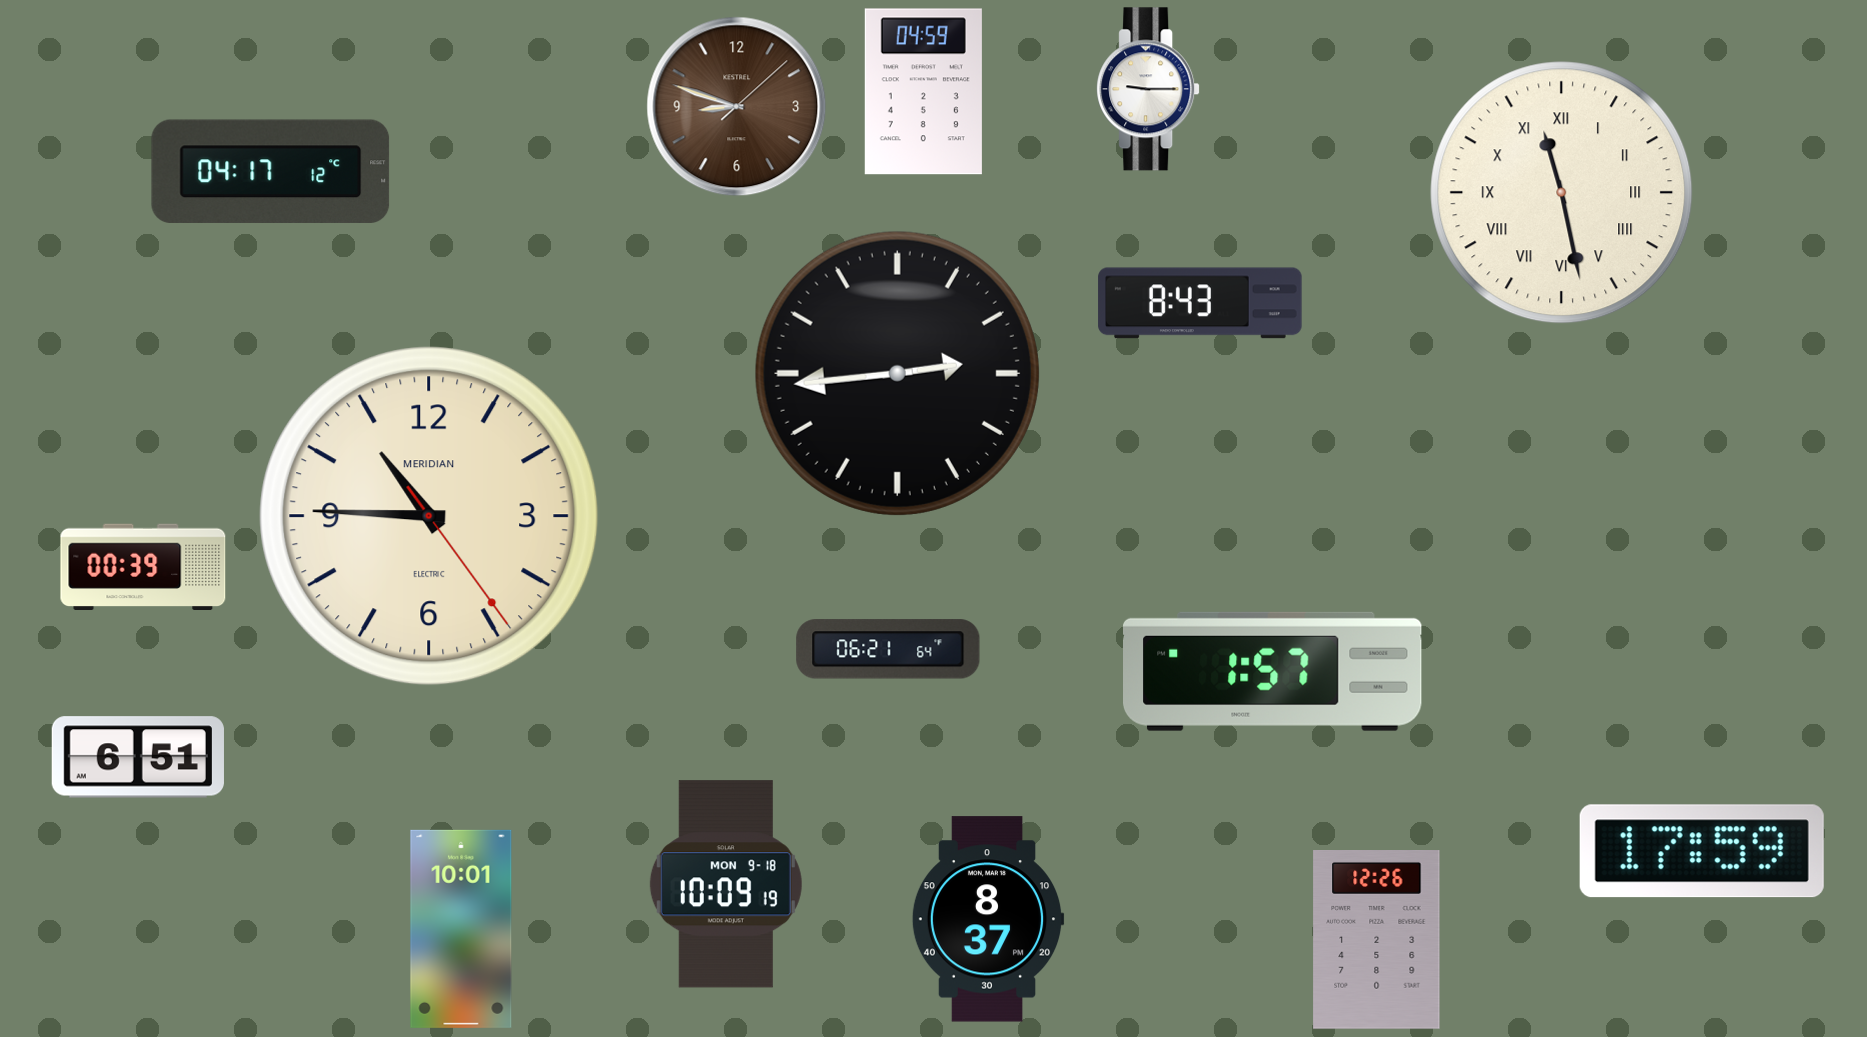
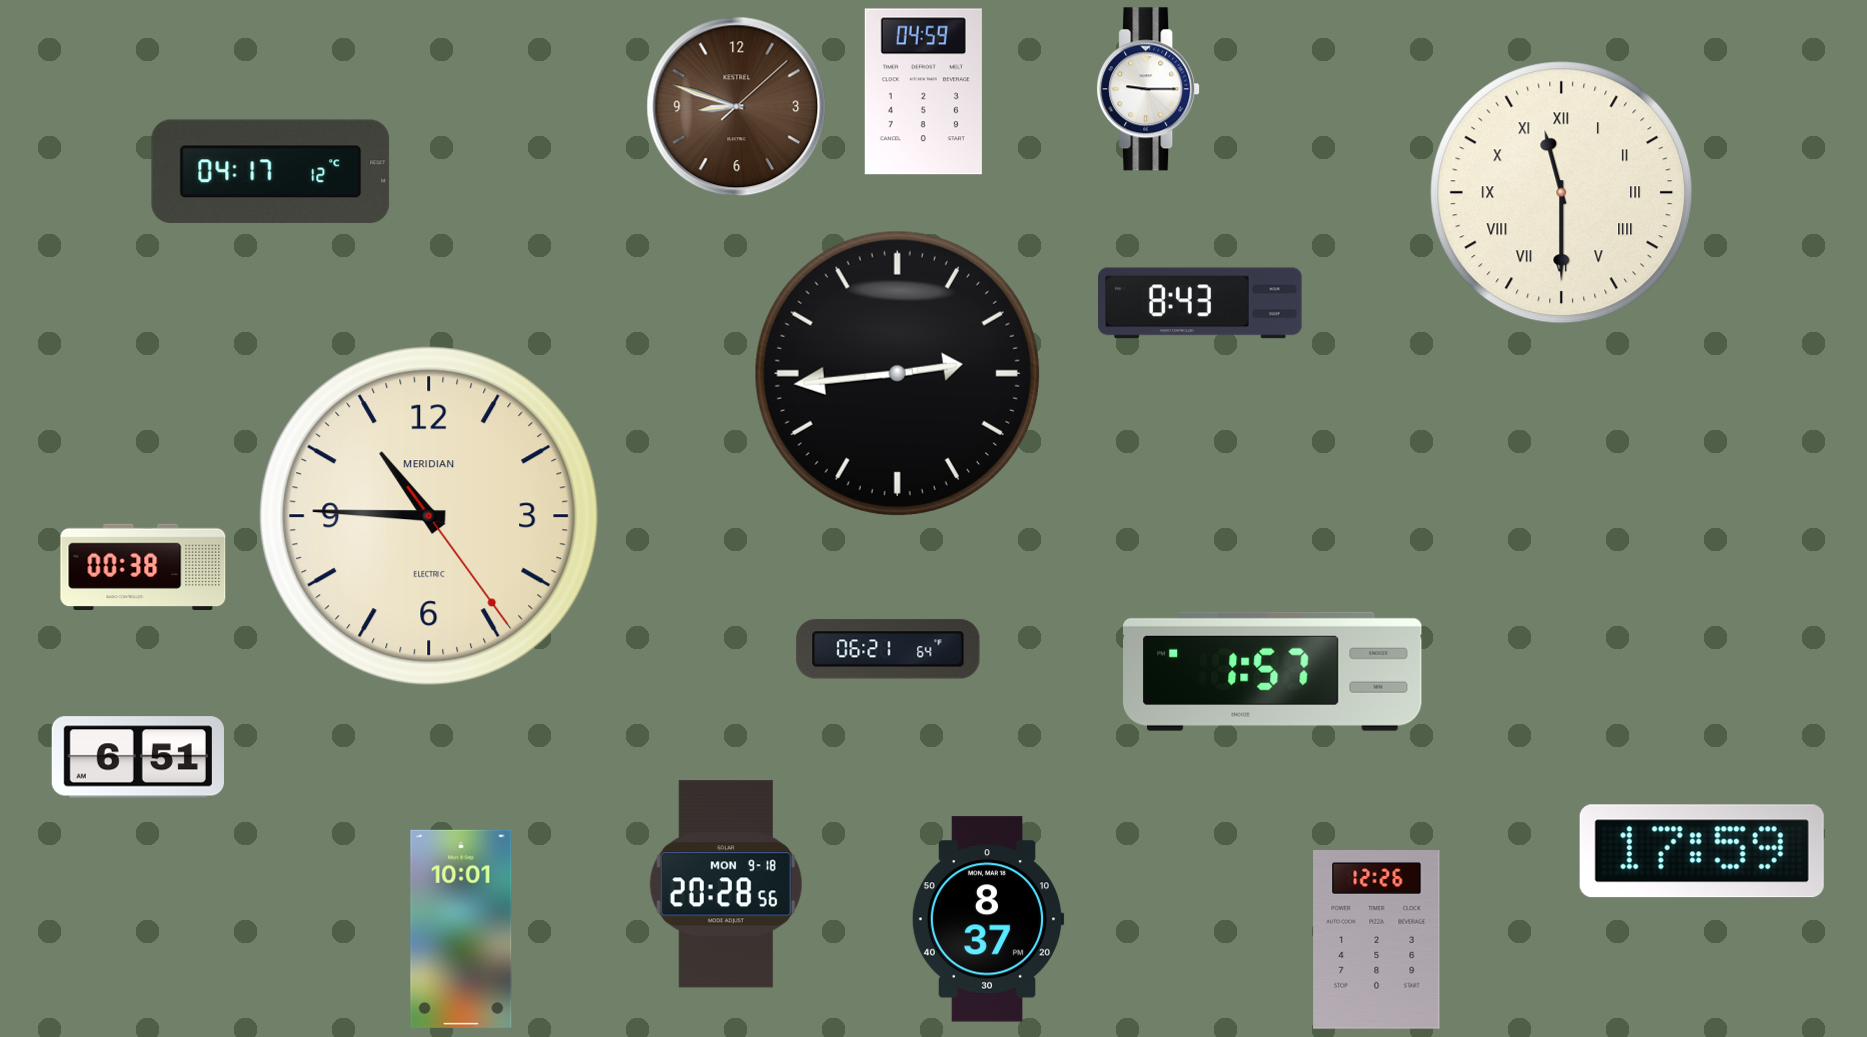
clock at (1562, 193): 11:28 -> 11:30
clock at (143, 567): 00:39 -> 00:38
clock at (726, 884): 10:09 -> 20:28
